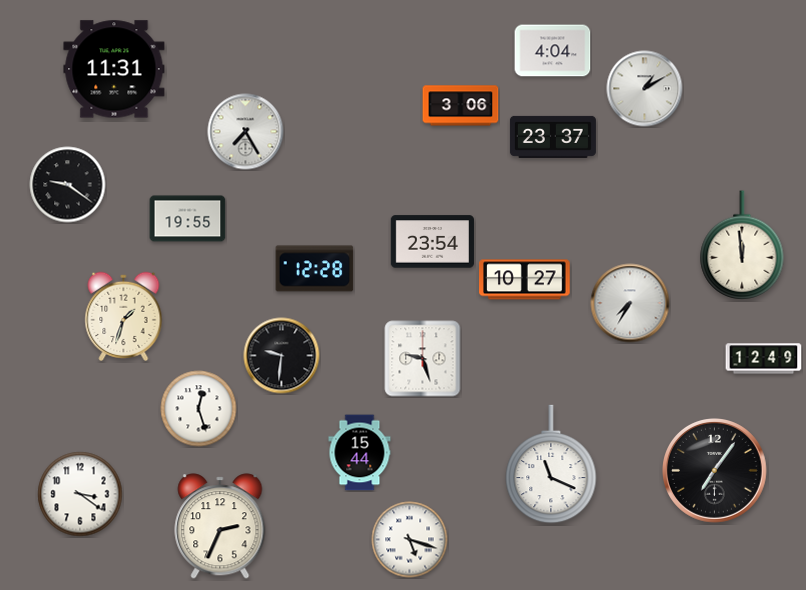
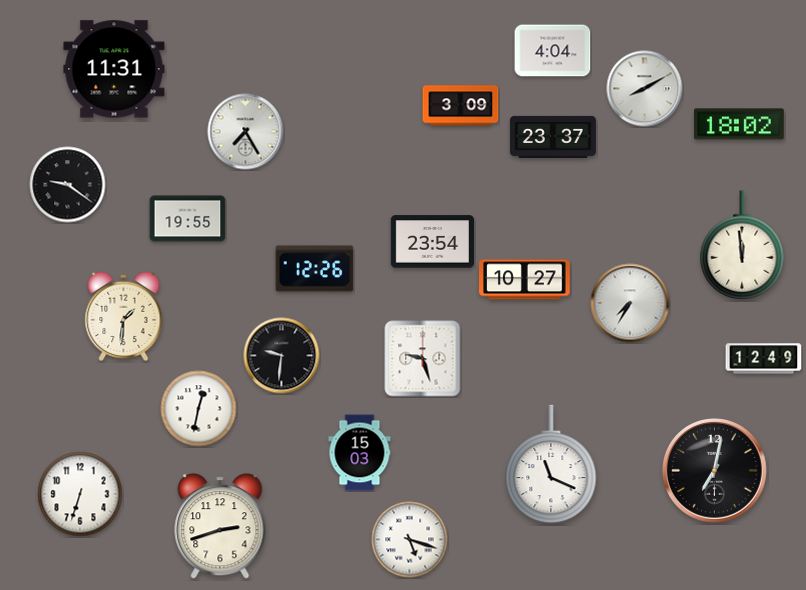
clock at (645, 89): 1:10 -> 8:10
clock at (461, 106): 3:06 -> 3:09
clock at (740, 124): none -> 18:02
clock at (315, 269): 12:28 -> 12:26
clock at (124, 316): 1:33 -> 1:31
clock at (199, 409): 12:27 -> 12:32
clock at (360, 453): 15:44 -> 15:03
clock at (715, 471): 7:06 -> 7:02
clock at (80, 494): 3:21 -> 6:33
clock at (220, 526): 2:34 -> 2:42
